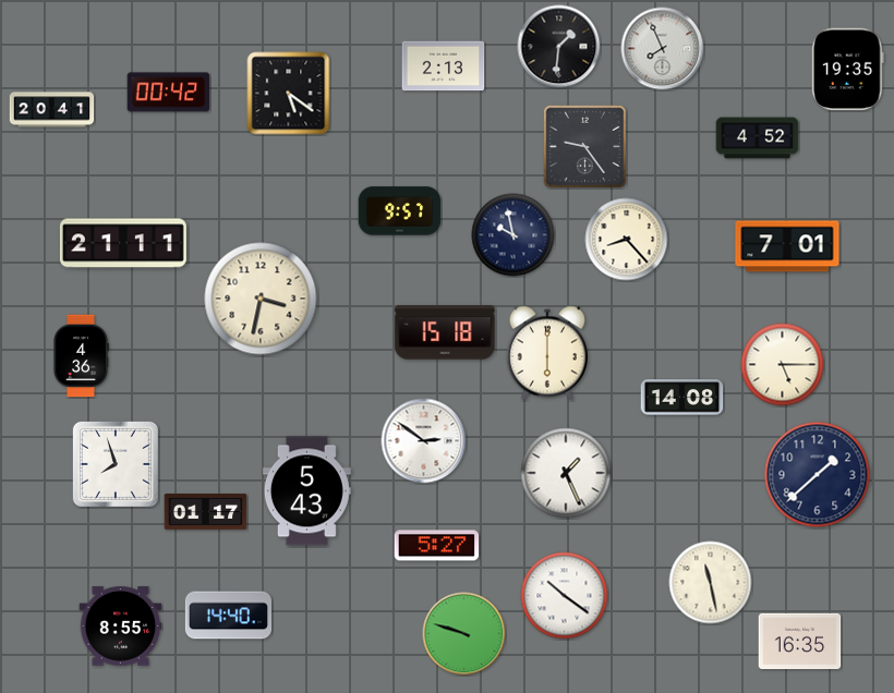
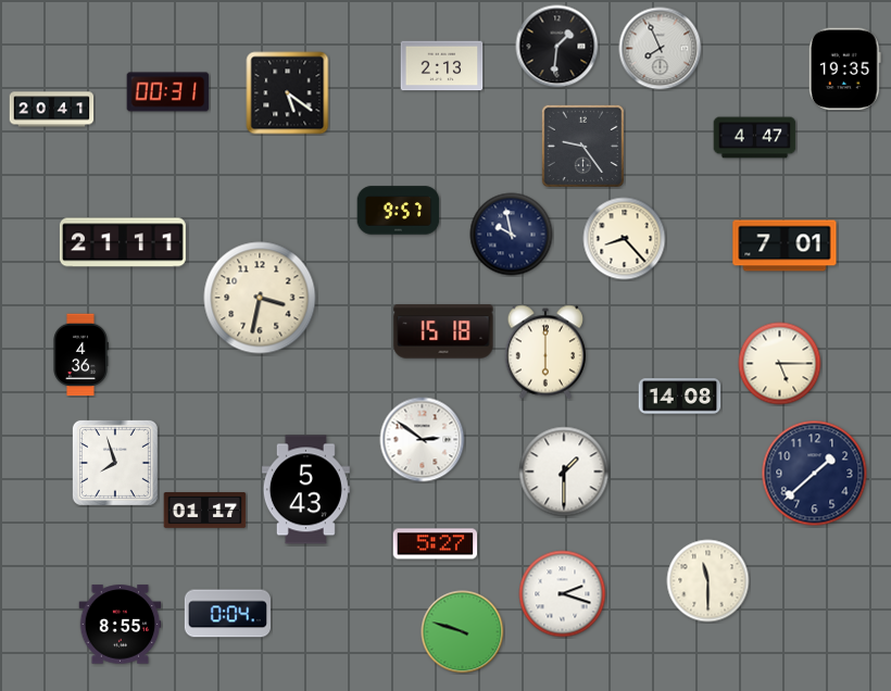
clock at (169, 93): 00:42 -> 00:31
clock at (758, 138): 4:52 -> 4:47
clock at (566, 473): 1:26 -> 1:30
clock at (711, 583): 11:28 -> 11:30
clock at (565, 596): 10:21 -> 2:18
clock at (228, 616): 14:40 -> 0:04
clock at (800, 642): 16:35 -> none
